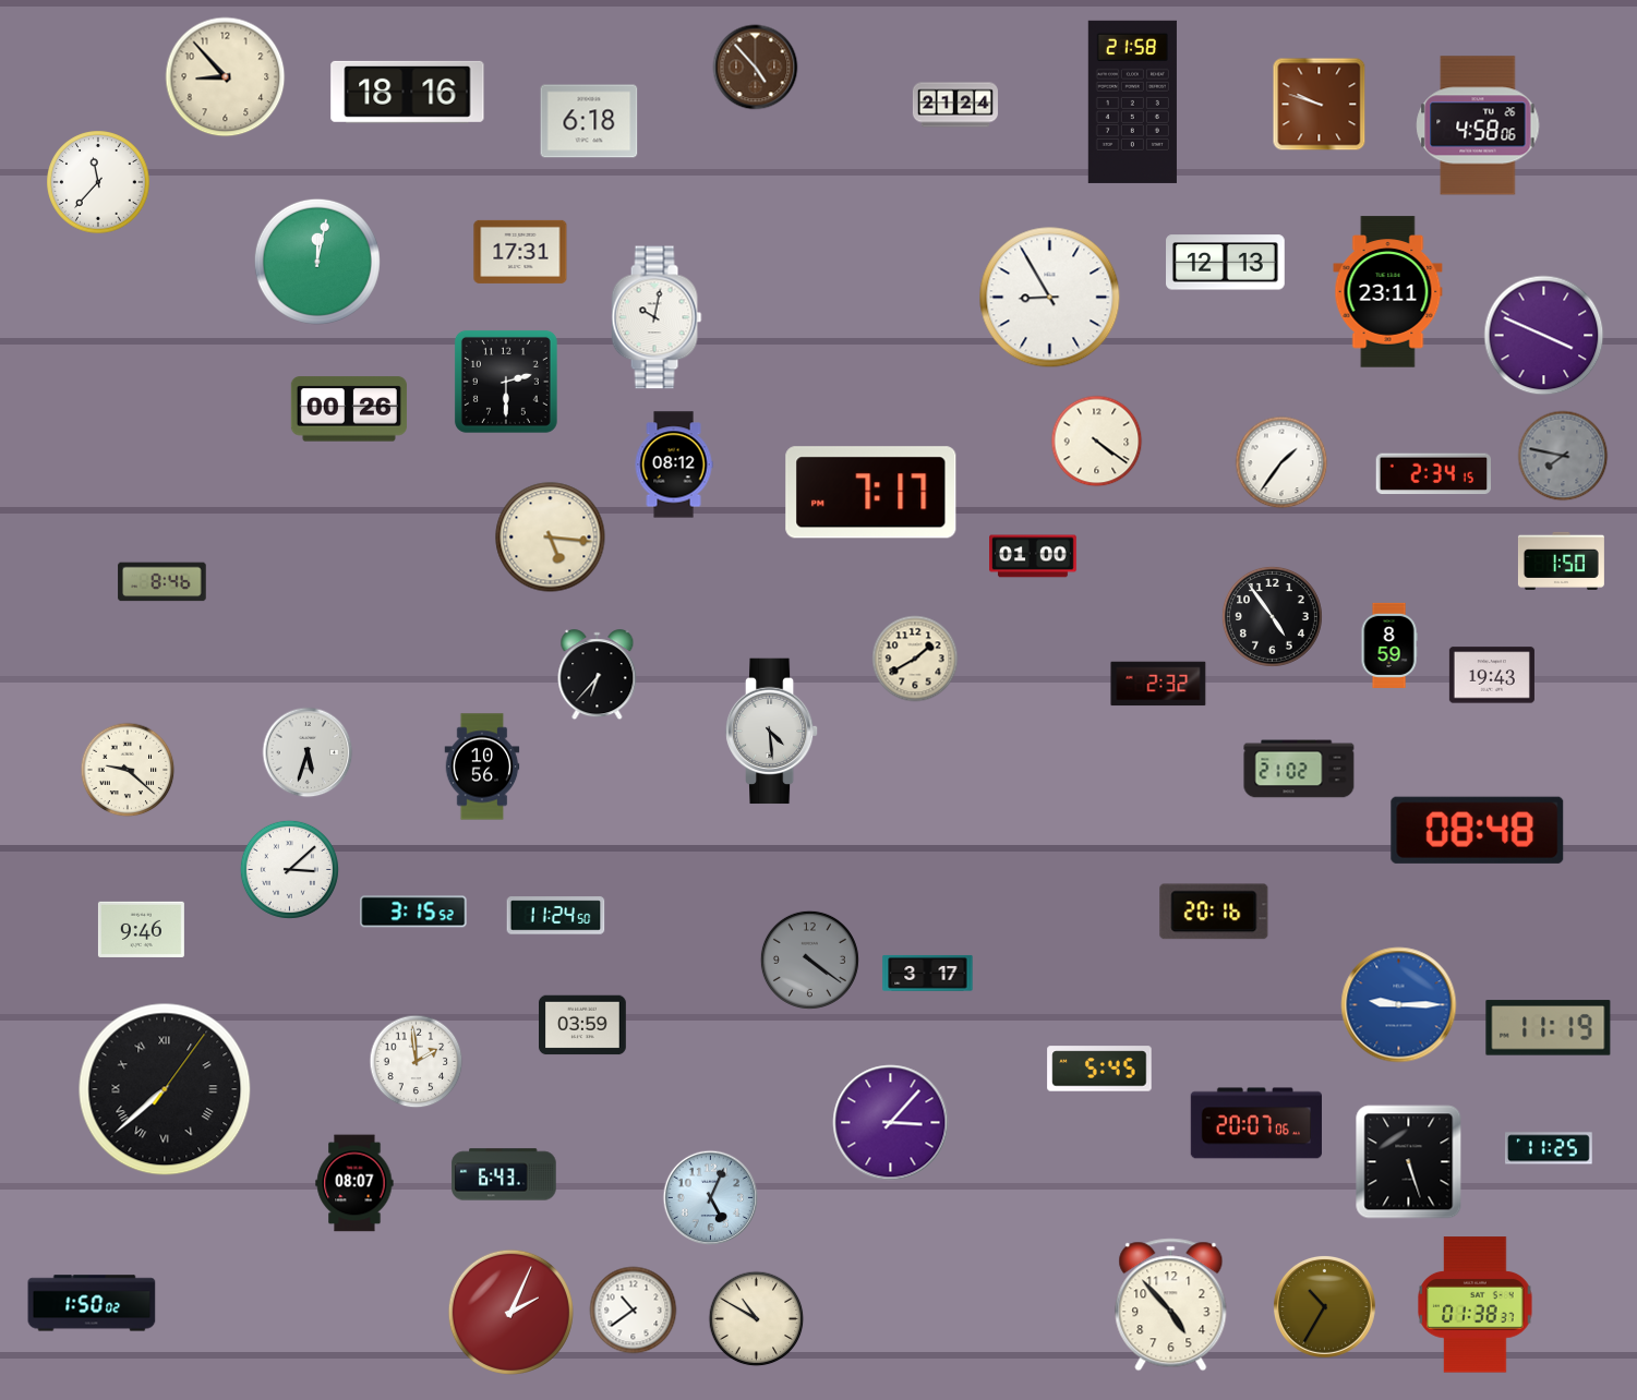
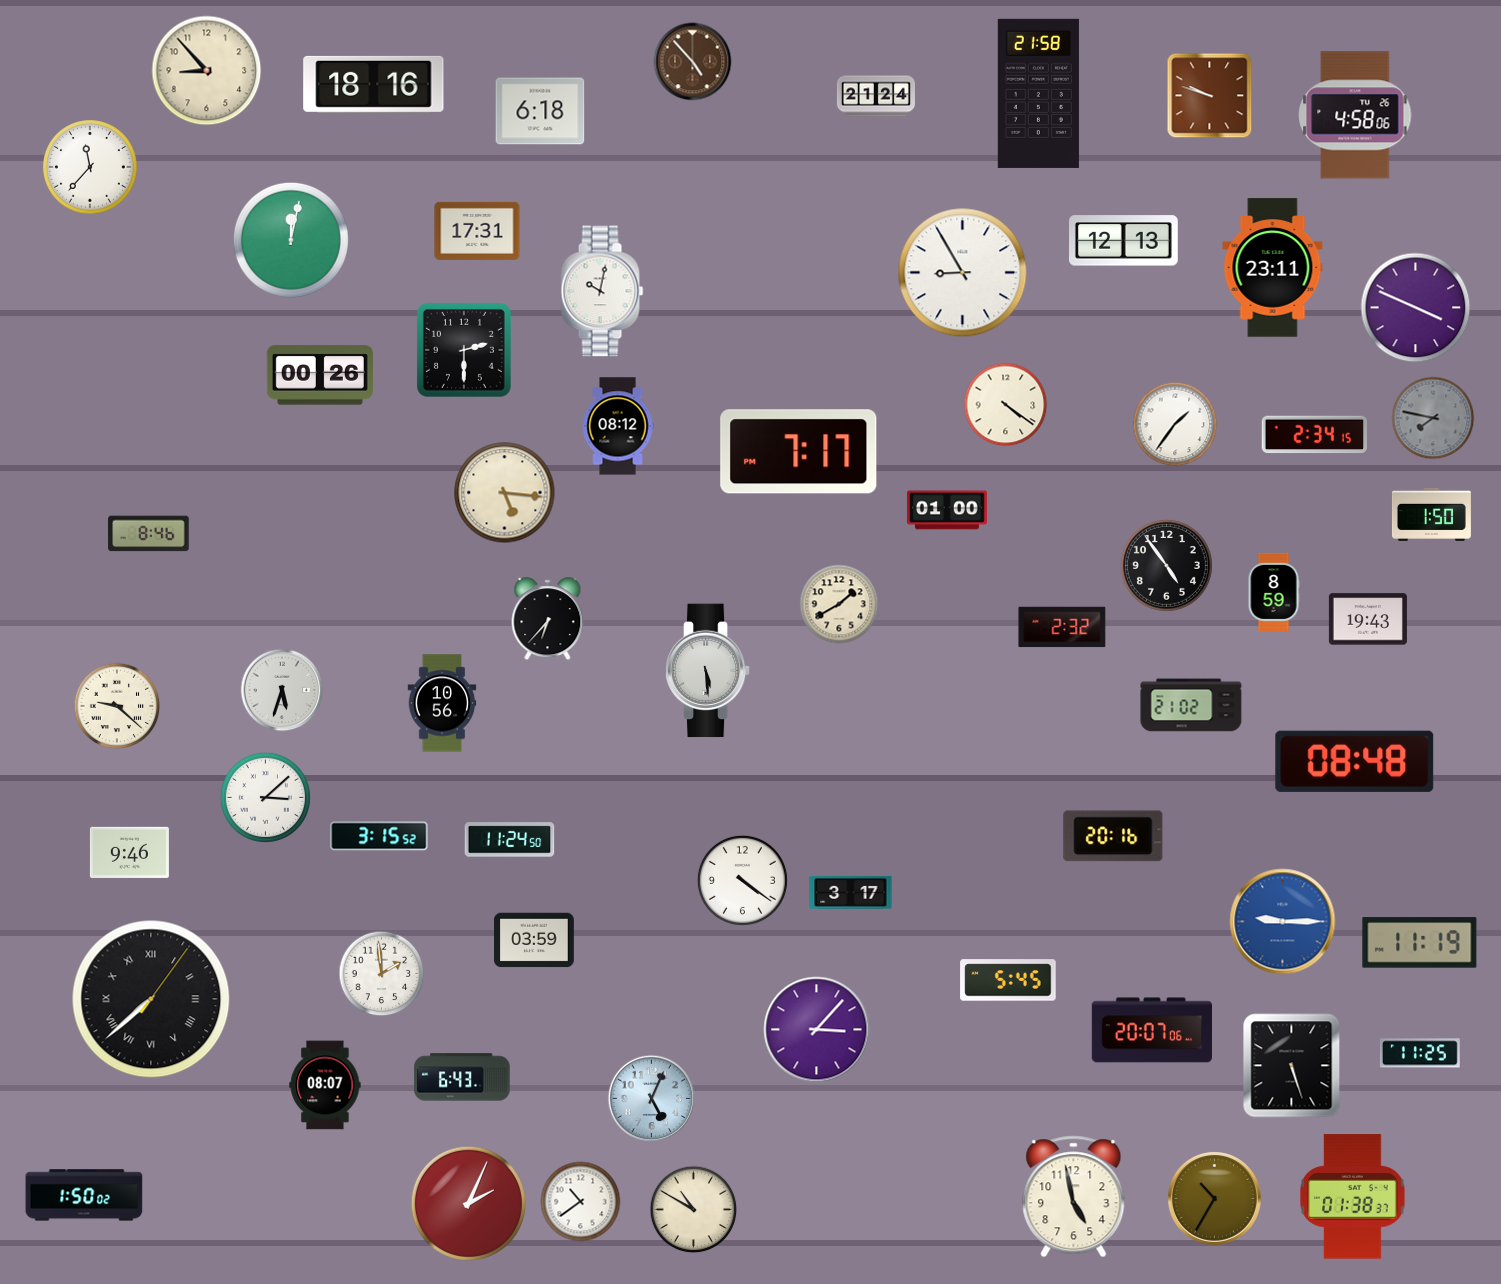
clock at (772, 732): 4:29 -> 5:29
clock at (809, 960) dial: grey -> white
clock at (1171, 1305): 4:53 -> 4:58
